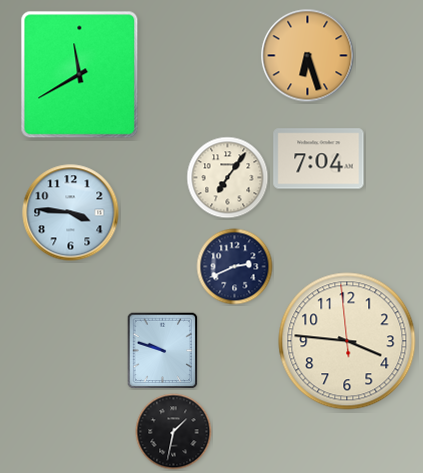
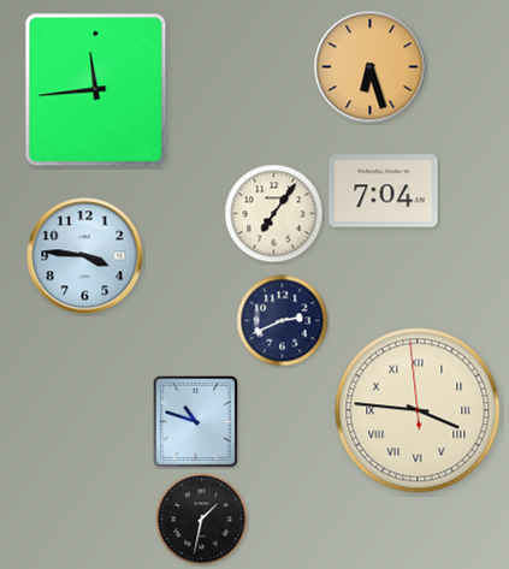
clock at (80, 75): 11:40 -> 11:44
clock at (347, 341) numerals: Arabic -> Roman
clock at (163, 351): 9:48 -> 10:48
clock at (174, 432) position: (174, 432) -> (202, 520)
